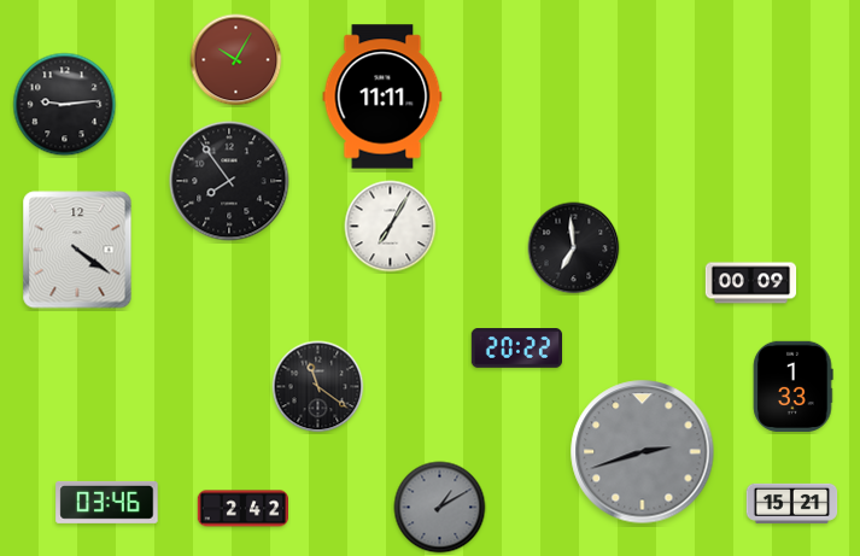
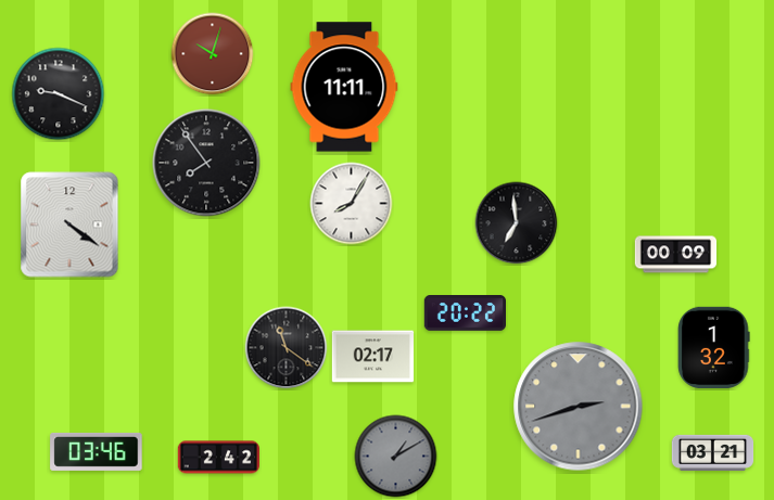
clock at (236, 60): 10:05 -> 10:03
clock at (65, 105): 9:14 -> 9:19
clock at (391, 227): 7:05 -> 8:05
clock at (792, 386): 1:33 -> 1:32
clock at (373, 357): none -> 02:17
clock at (792, 503): 15:21 -> 03:21
